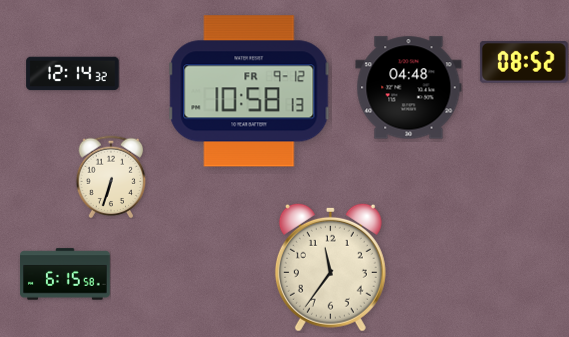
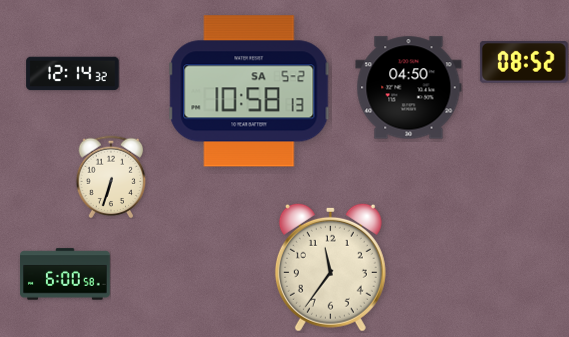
clock at (409, 88): 04:48 -> 04:50
clock at (249, 91) date: FR 9-12 -> SA 5-2
clock at (65, 274): 6:15 -> 6:00
